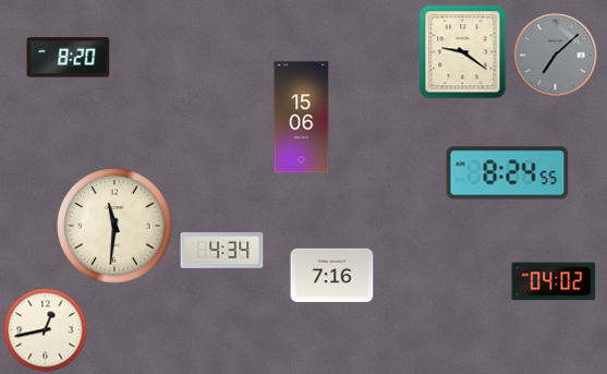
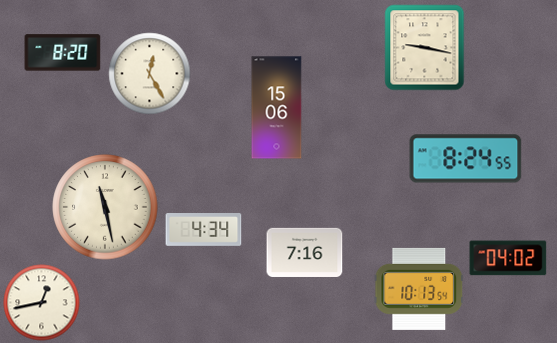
clock at (463, 52): 9:21 -> 9:17
clock at (556, 56): 7:08 -> none
clock at (150, 74): none -> 12:25
clock at (114, 226): 11:31 -> 11:28
clock at (419, 289): none -> 10:13
